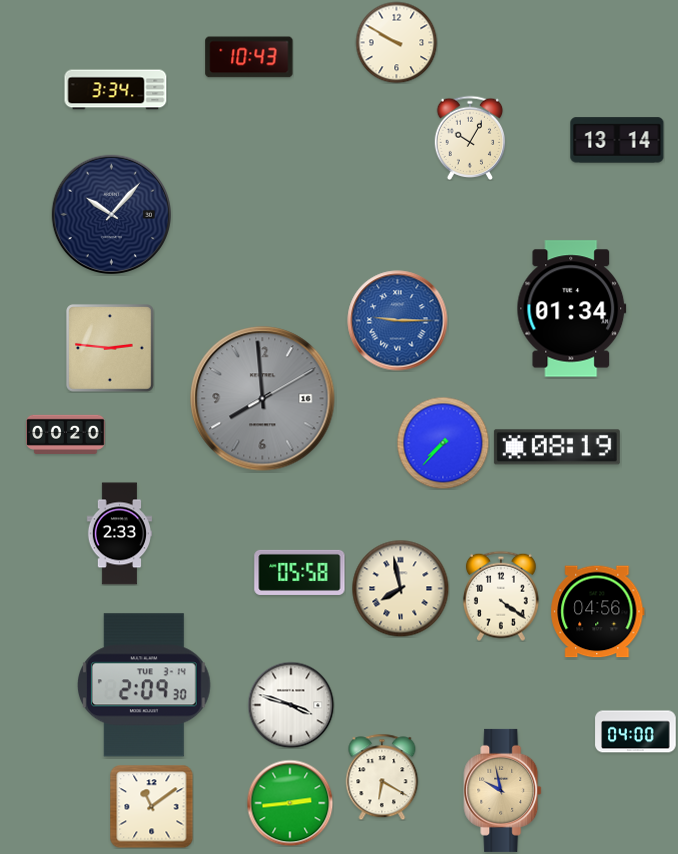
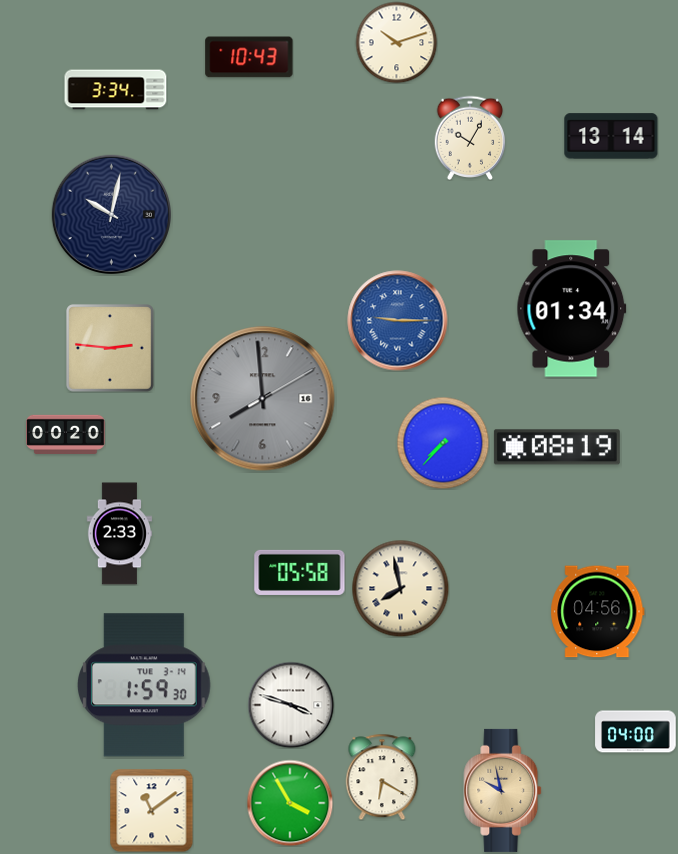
clock at (396, 42): 9:50 -> 10:12
clock at (617, 140) position: (617, 140) -> (611, 136)
clock at (111, 214): 10:07 -> 10:02
clock at (501, 596): 4:21 -> none
clock at (144, 685): 2:09 -> 1:59
clock at (290, 803): 2:44 -> 3:55
clock at (151, 806) position: (151, 806) -> (151, 810)
